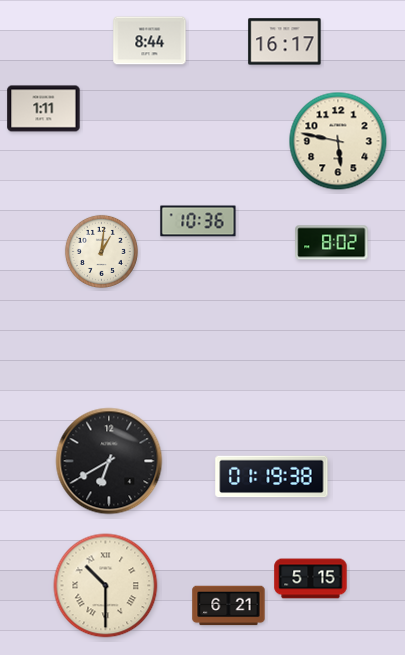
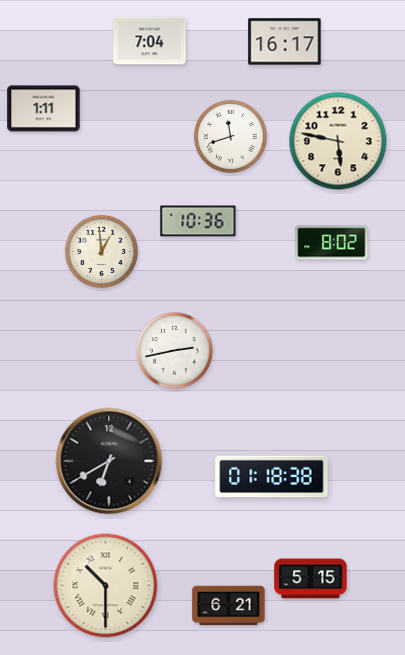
clock at (150, 41): 8:44 -> 7:04
clock at (230, 136): none -> 11:42
clock at (101, 251): 1:01 -> 12:59
clock at (175, 351): none -> 2:43
clock at (272, 477): 01:19 -> 01:18
